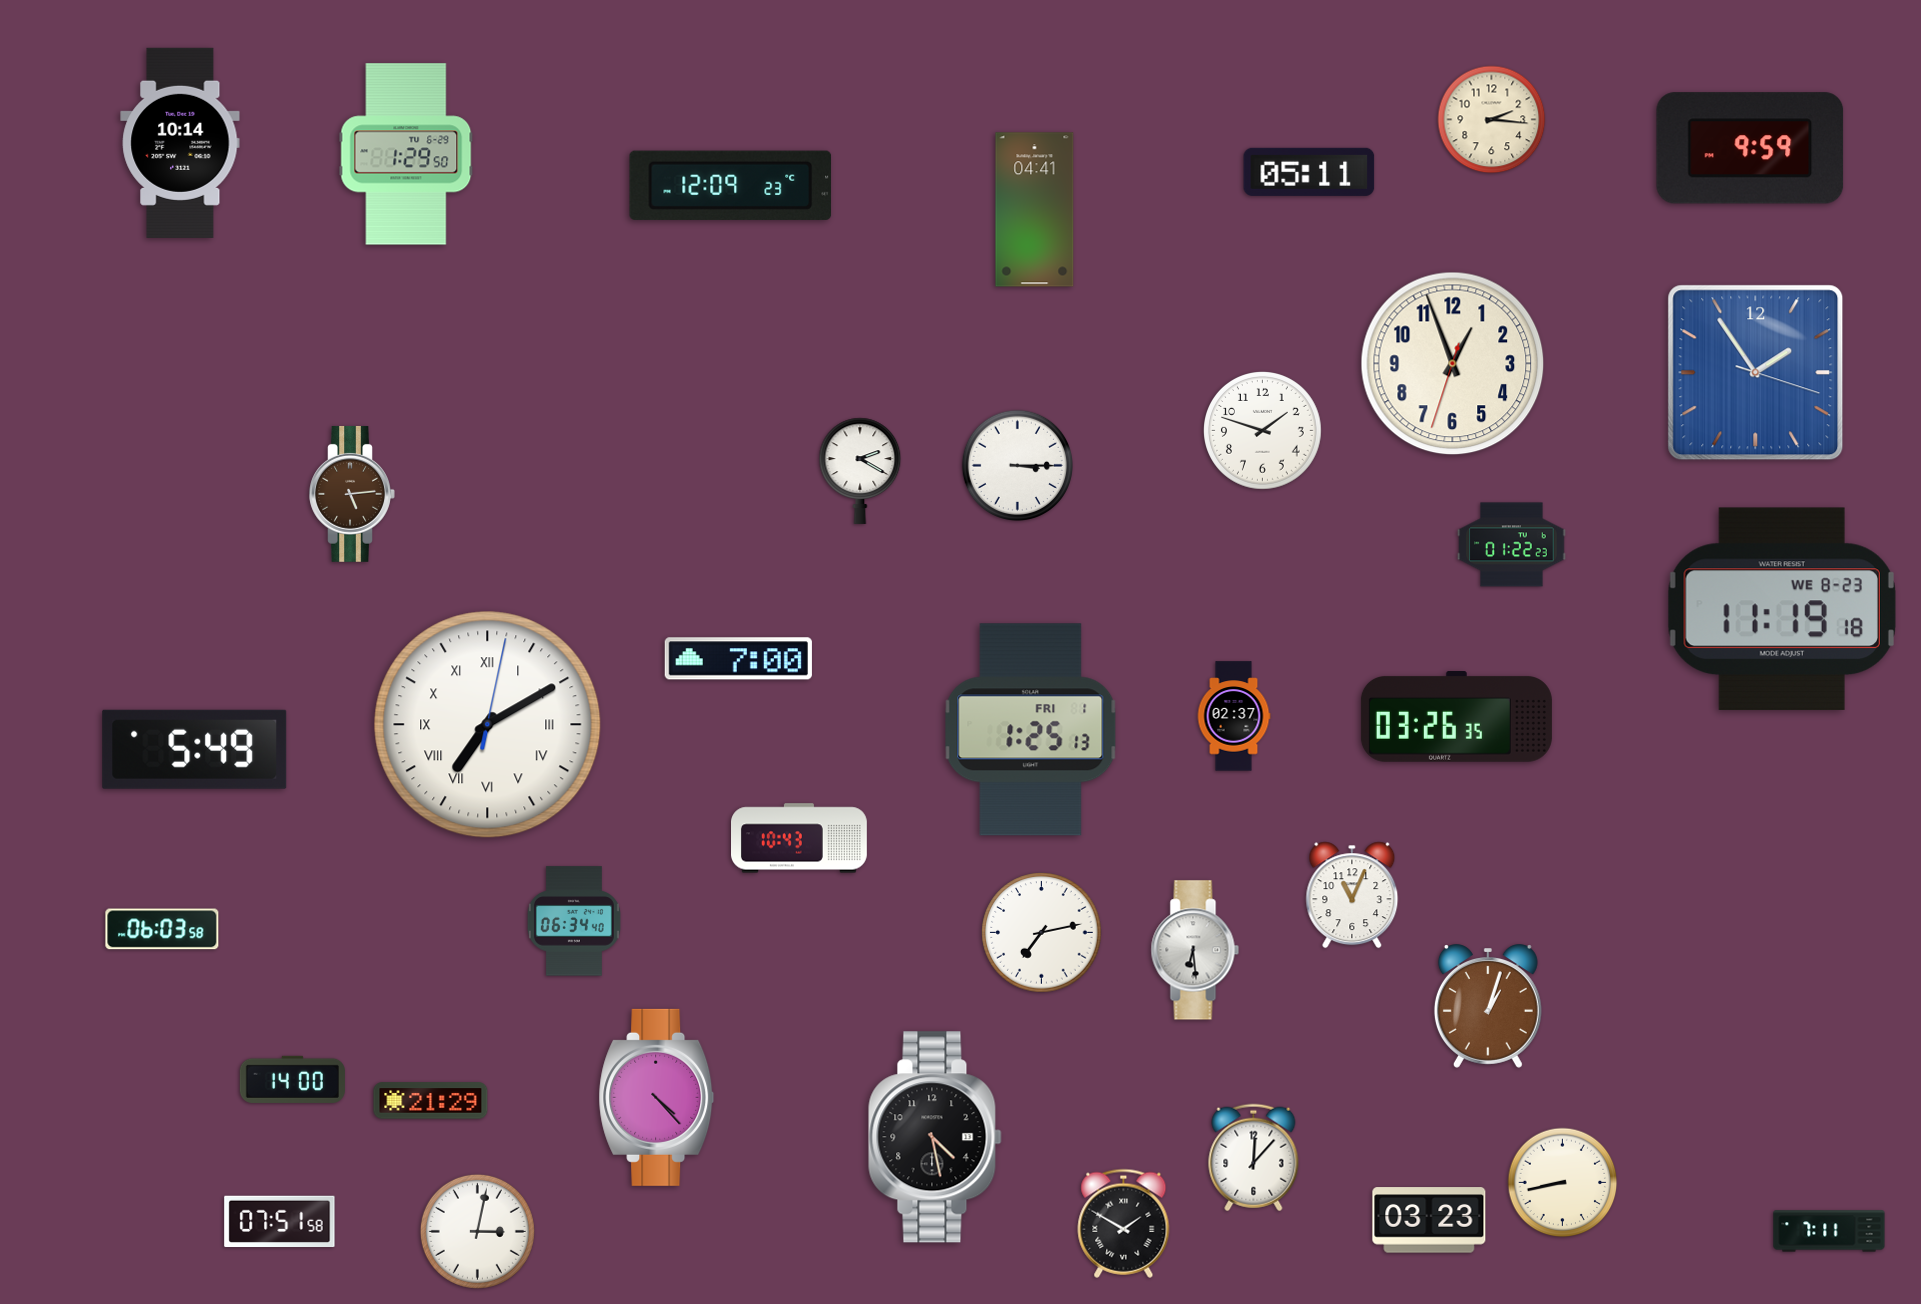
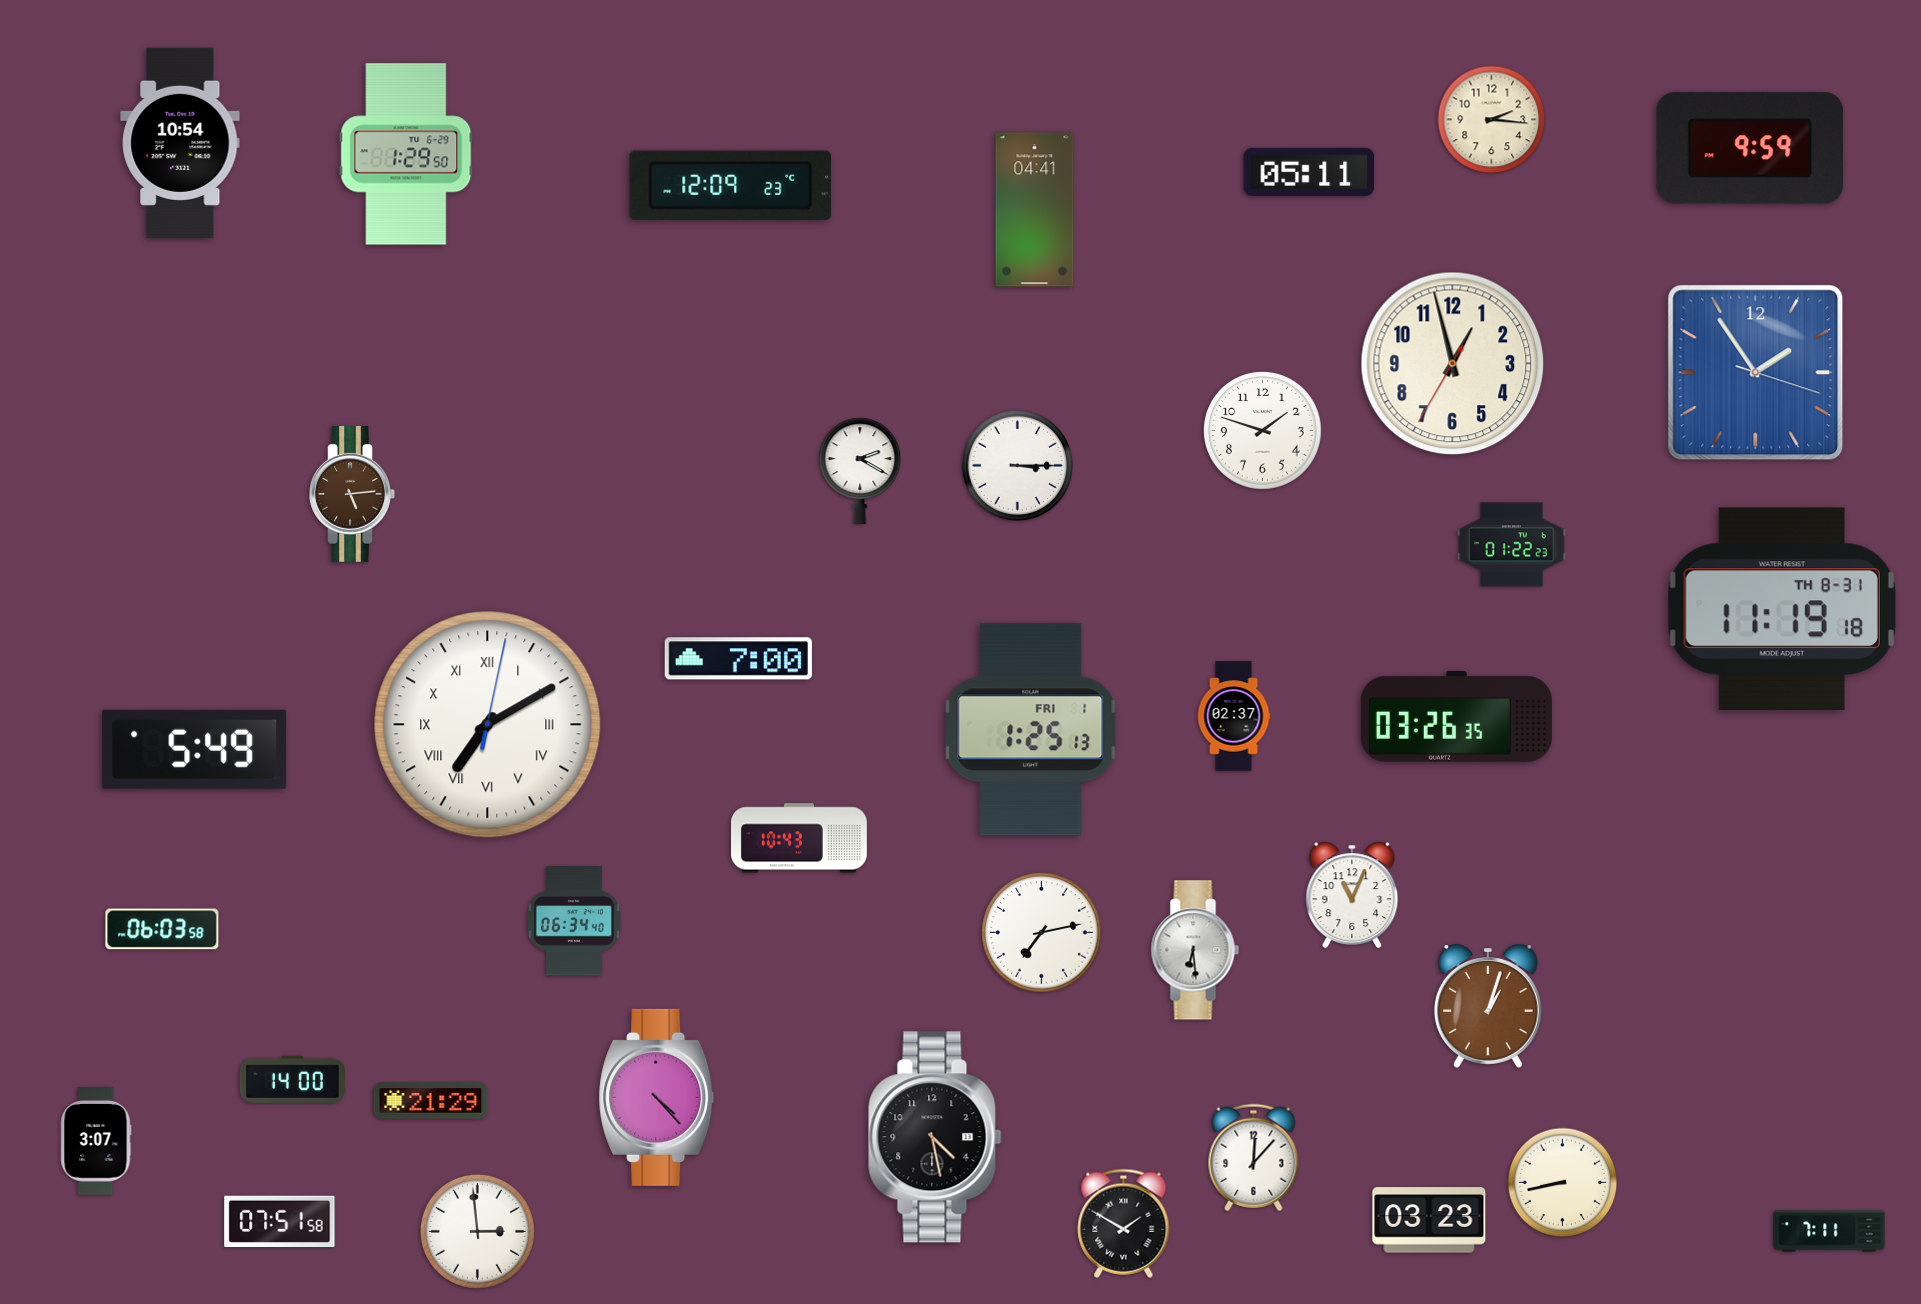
clock at (180, 143): 10:14 -> 10:54
clock at (1453, 364): 12:56 -> 12:57
clock at (1782, 609) date: WE 8-23 -> TH 8-31
clock at (96, 1141): none -> 3:07
clock at (477, 1231): 3:02 -> 2:59
